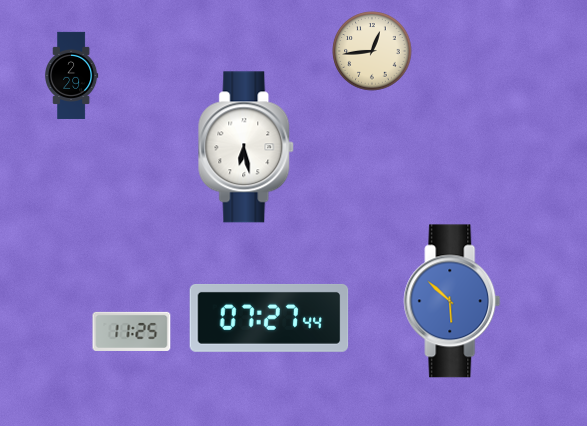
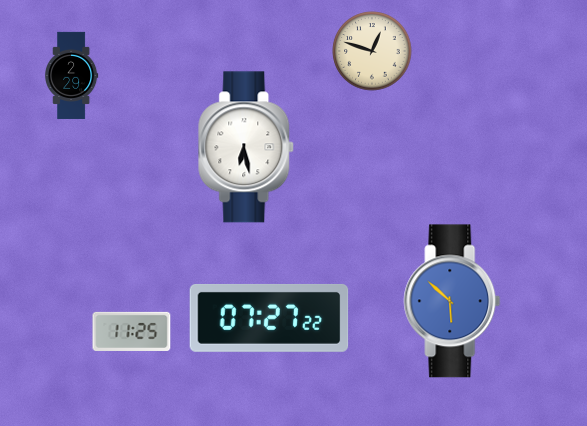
clock at (372, 51): 12:44 -> 12:48
clock at (269, 318): 07:27:44 -> 07:27:22
